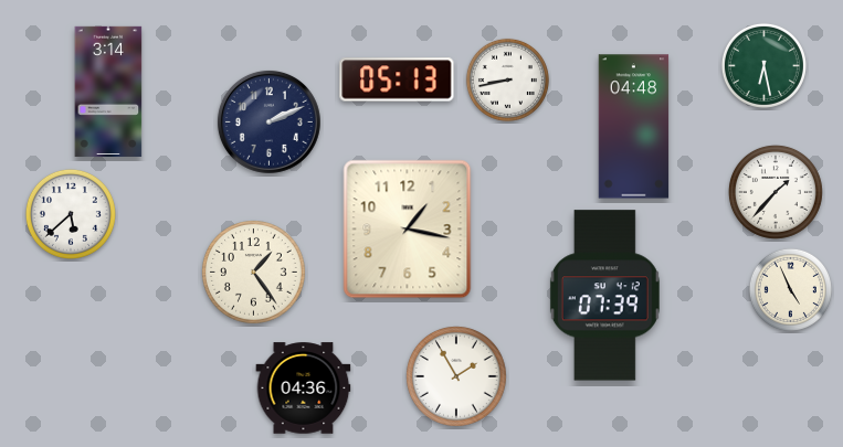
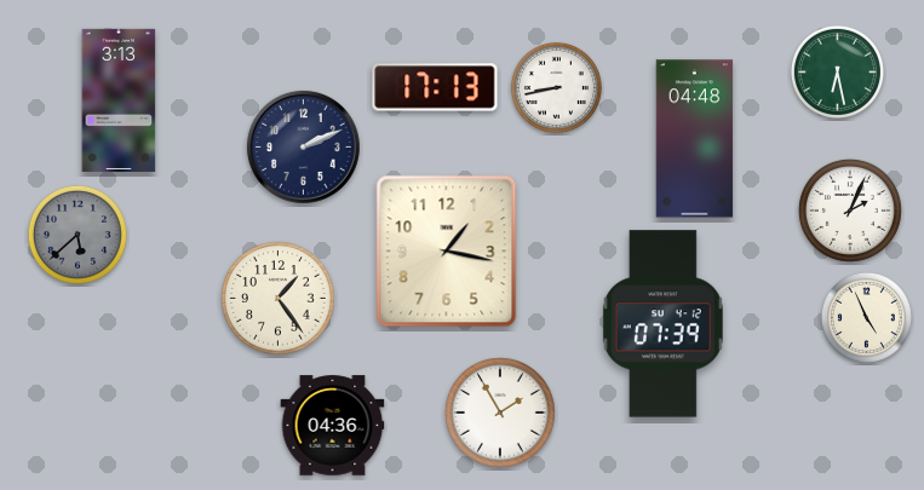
clock at (397, 79): 05:13 -> 17:13
clock at (108, 92): 3:14 -> 3:13
clock at (268, 121) position: (268, 121) -> (303, 146)
clock at (776, 192): 1:37 -> 2:04
clock at (71, 214) dial: white -> grey
